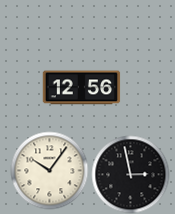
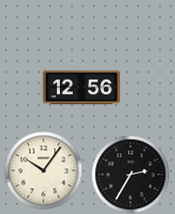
clock at (49, 170) position: (49, 170) -> (43, 170)
clock at (130, 174): 2:58 -> 2:35
